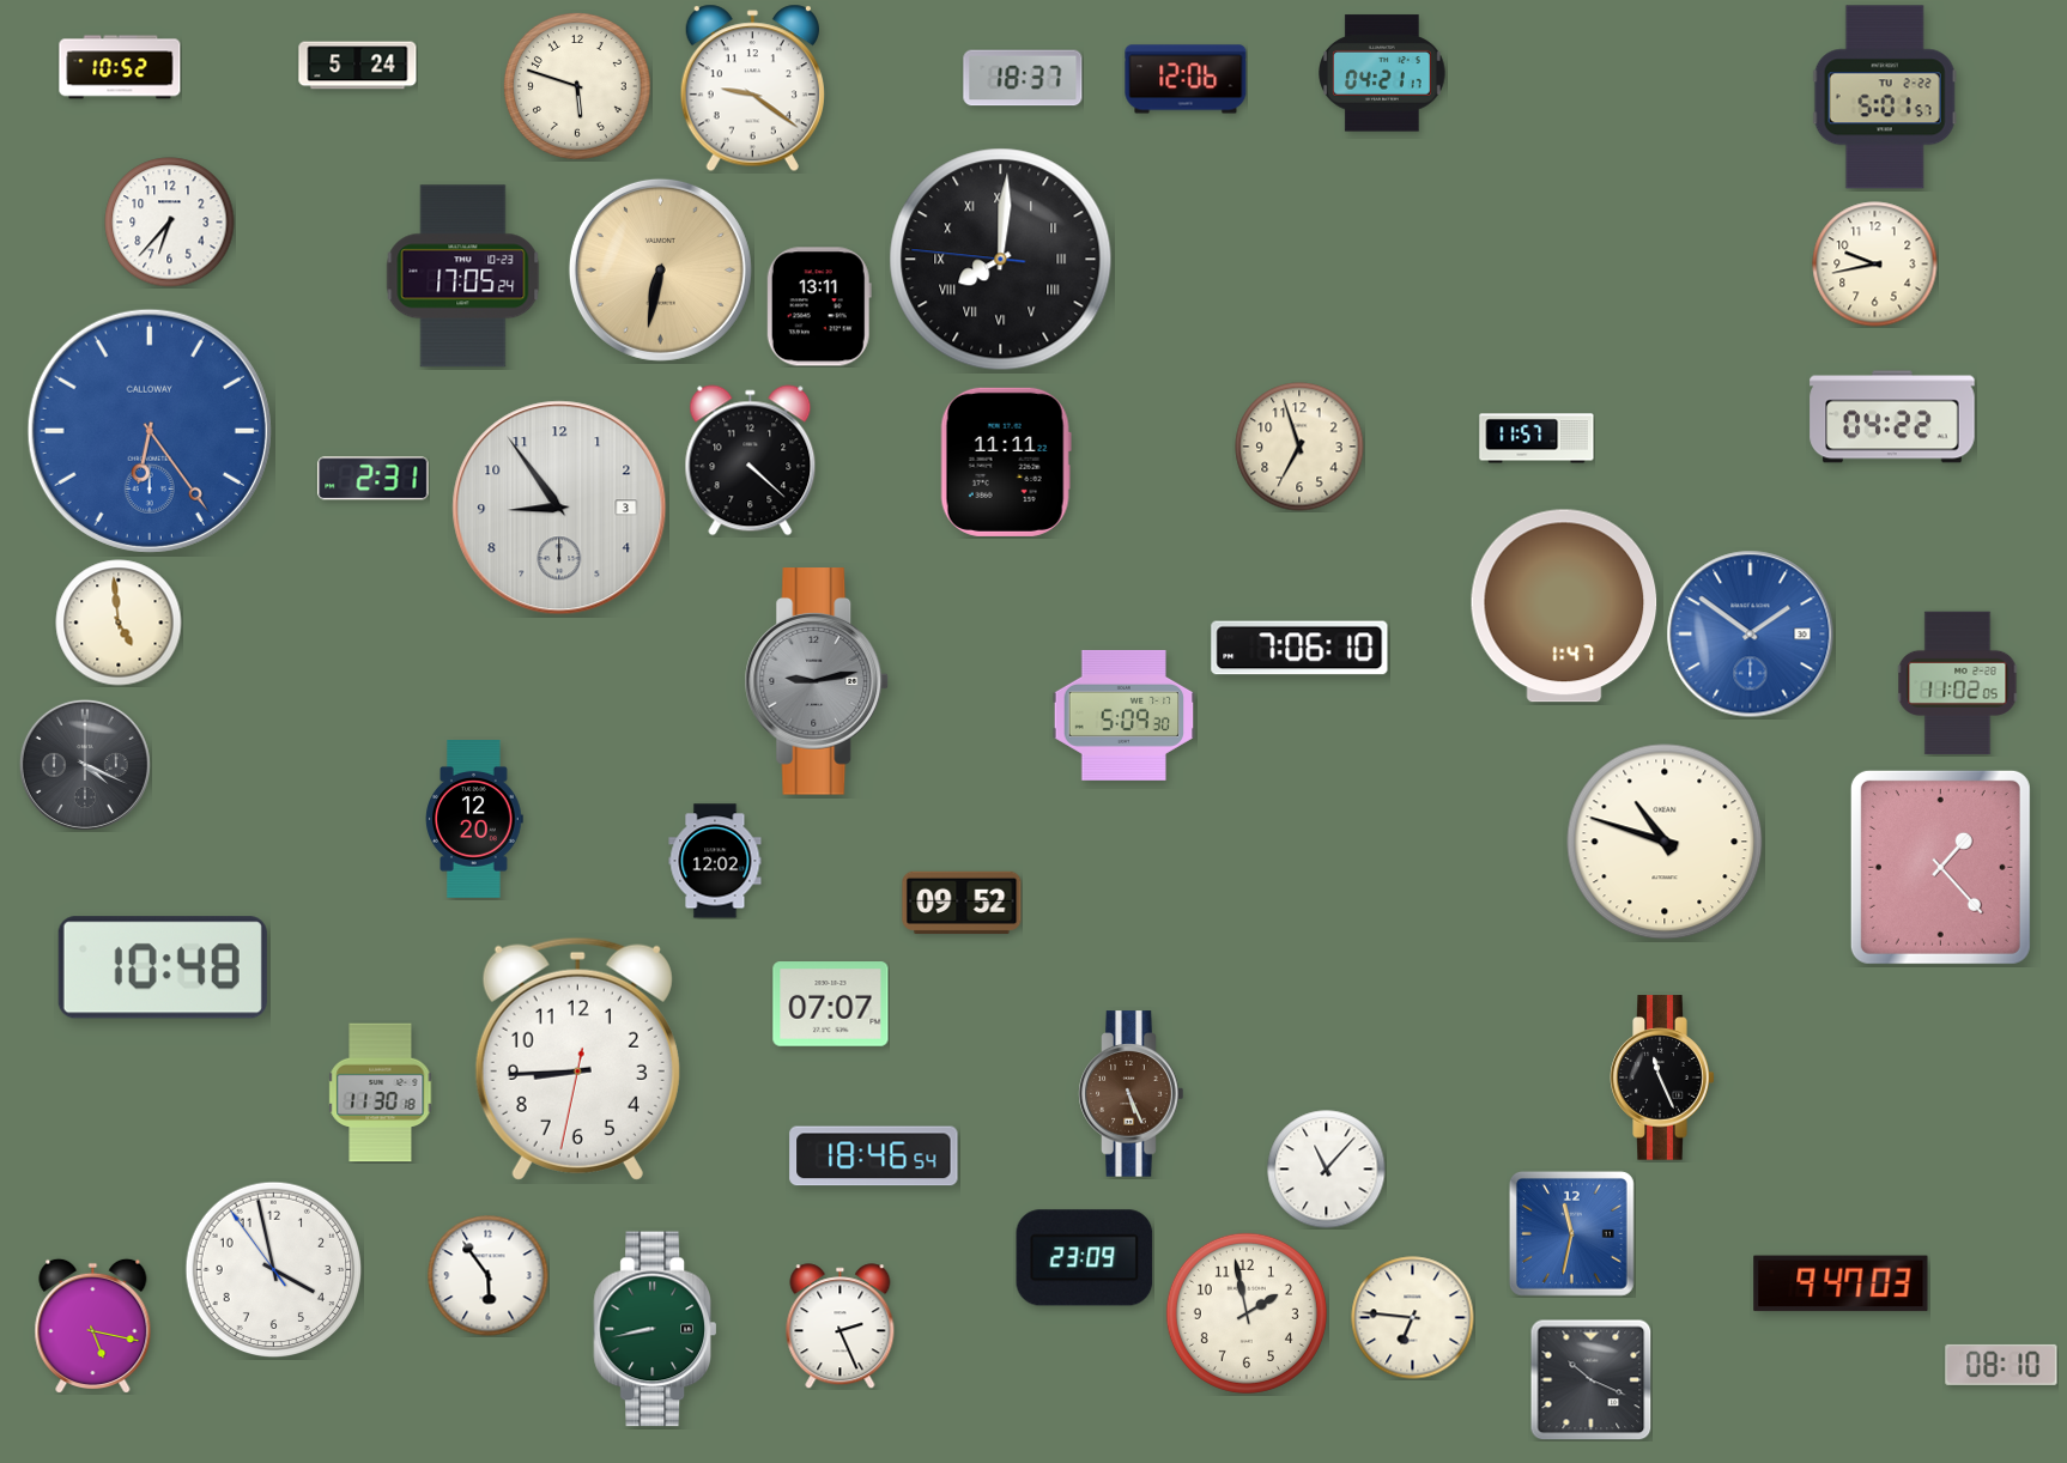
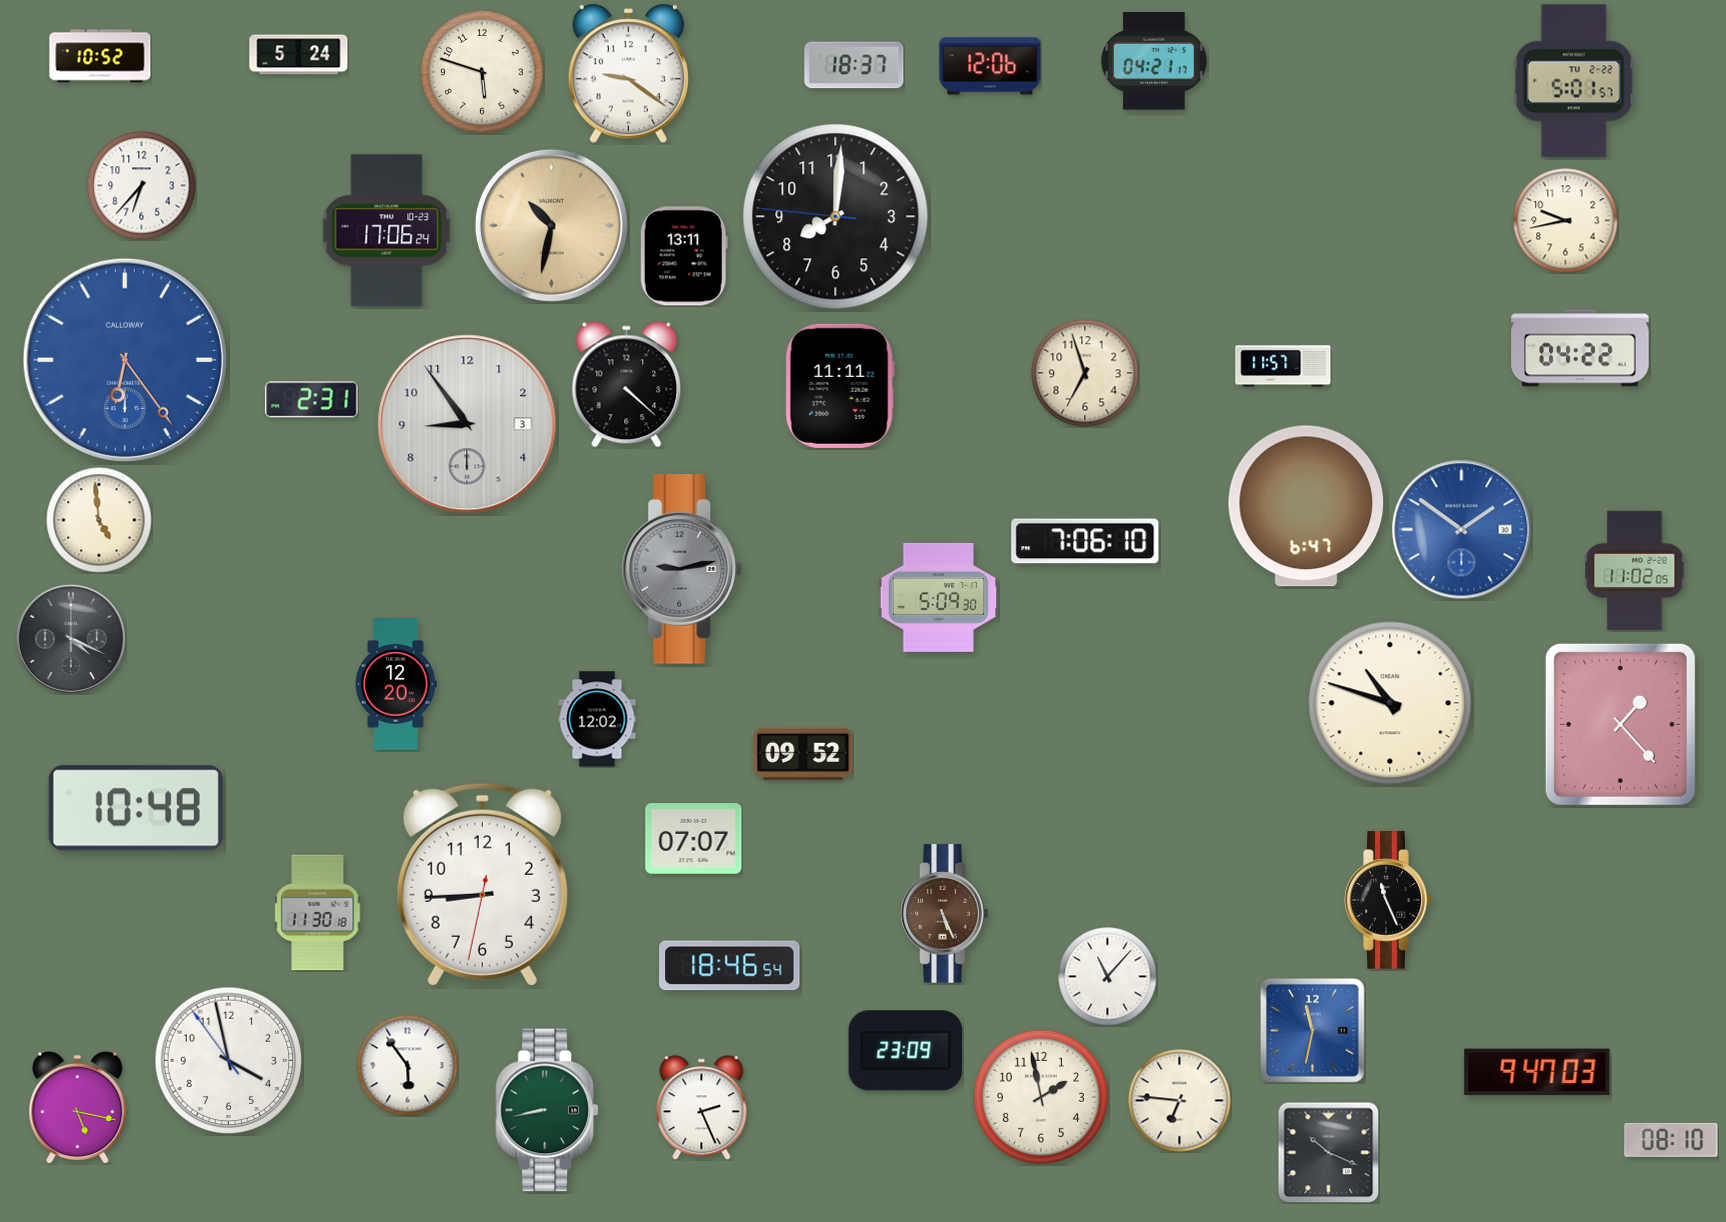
clock at (1001, 260) numerals: Roman -> Arabic
clock at (660, 269): 6:32 -> 10:32
clock at (463, 277): 17:05 -> 17:06
clock at (1564, 606): 1:47 -> 6:47
